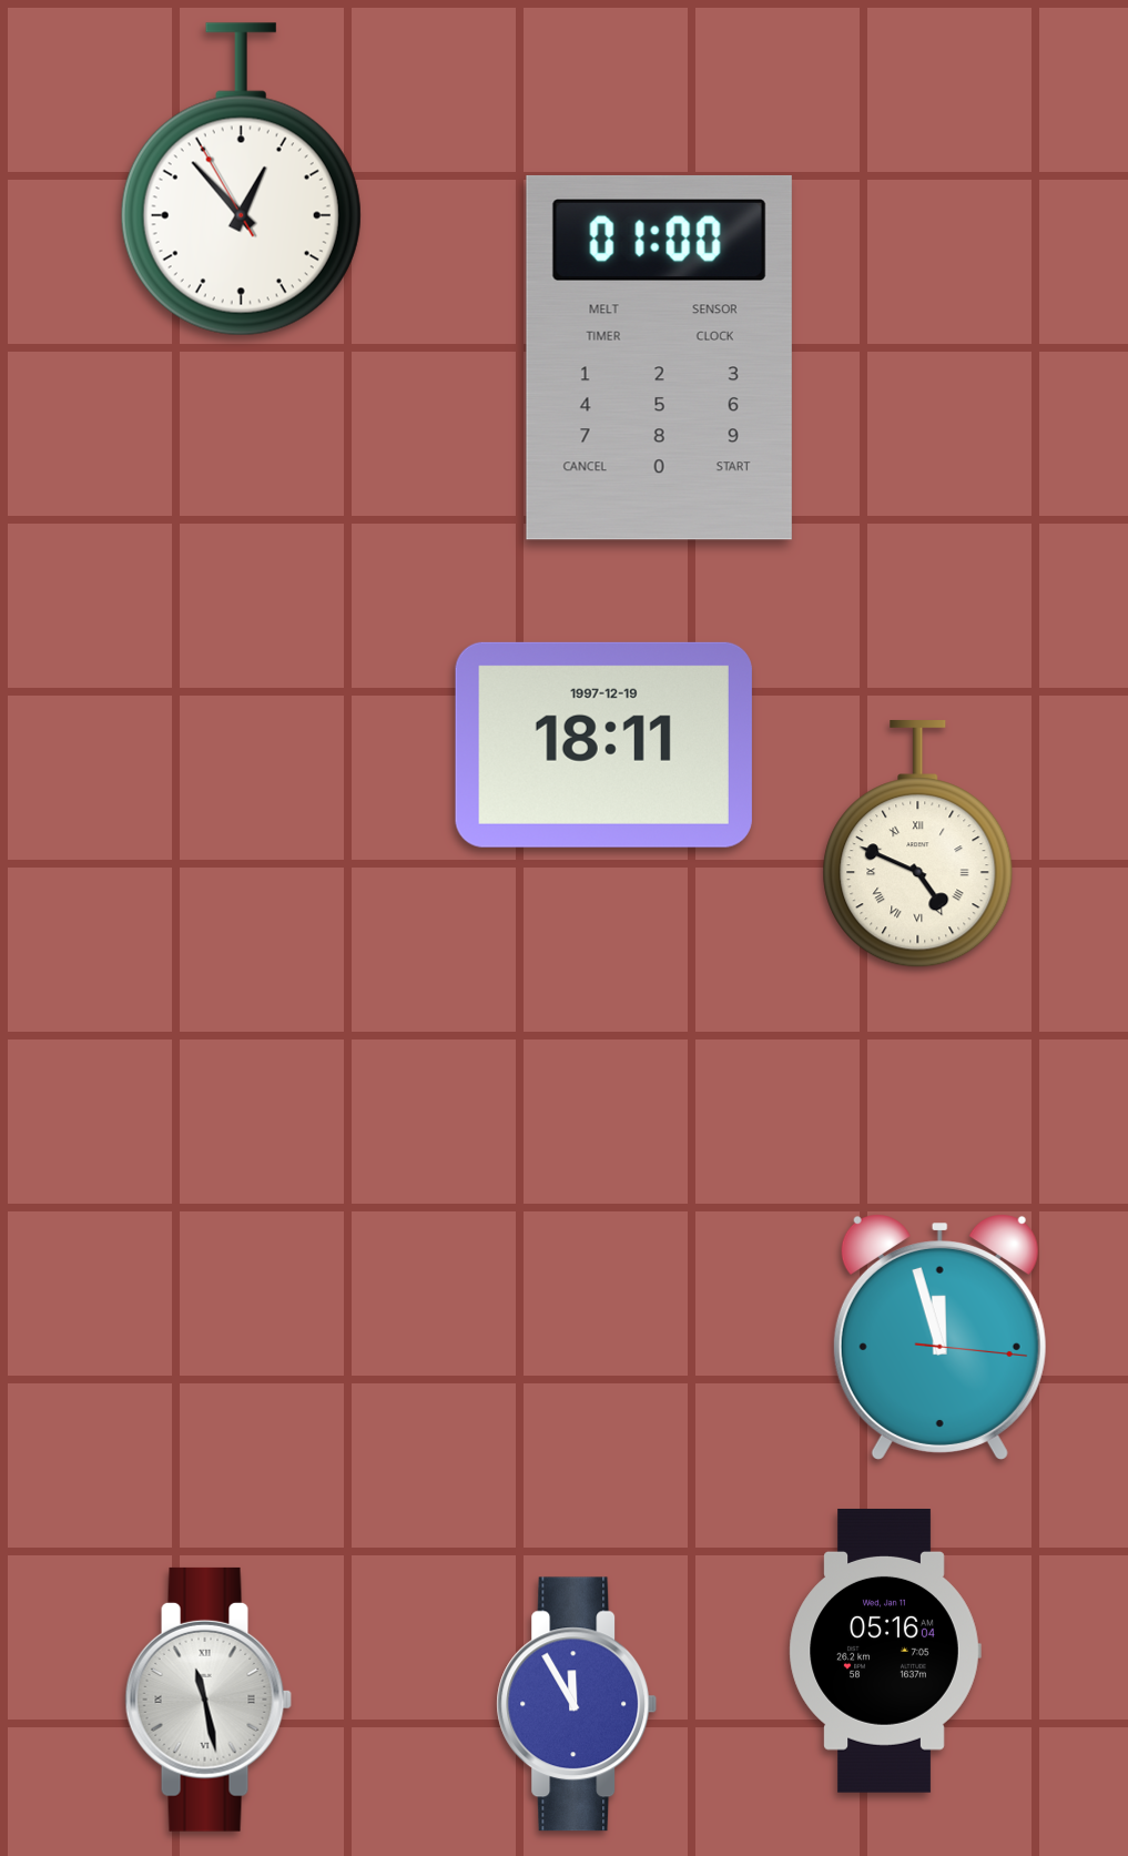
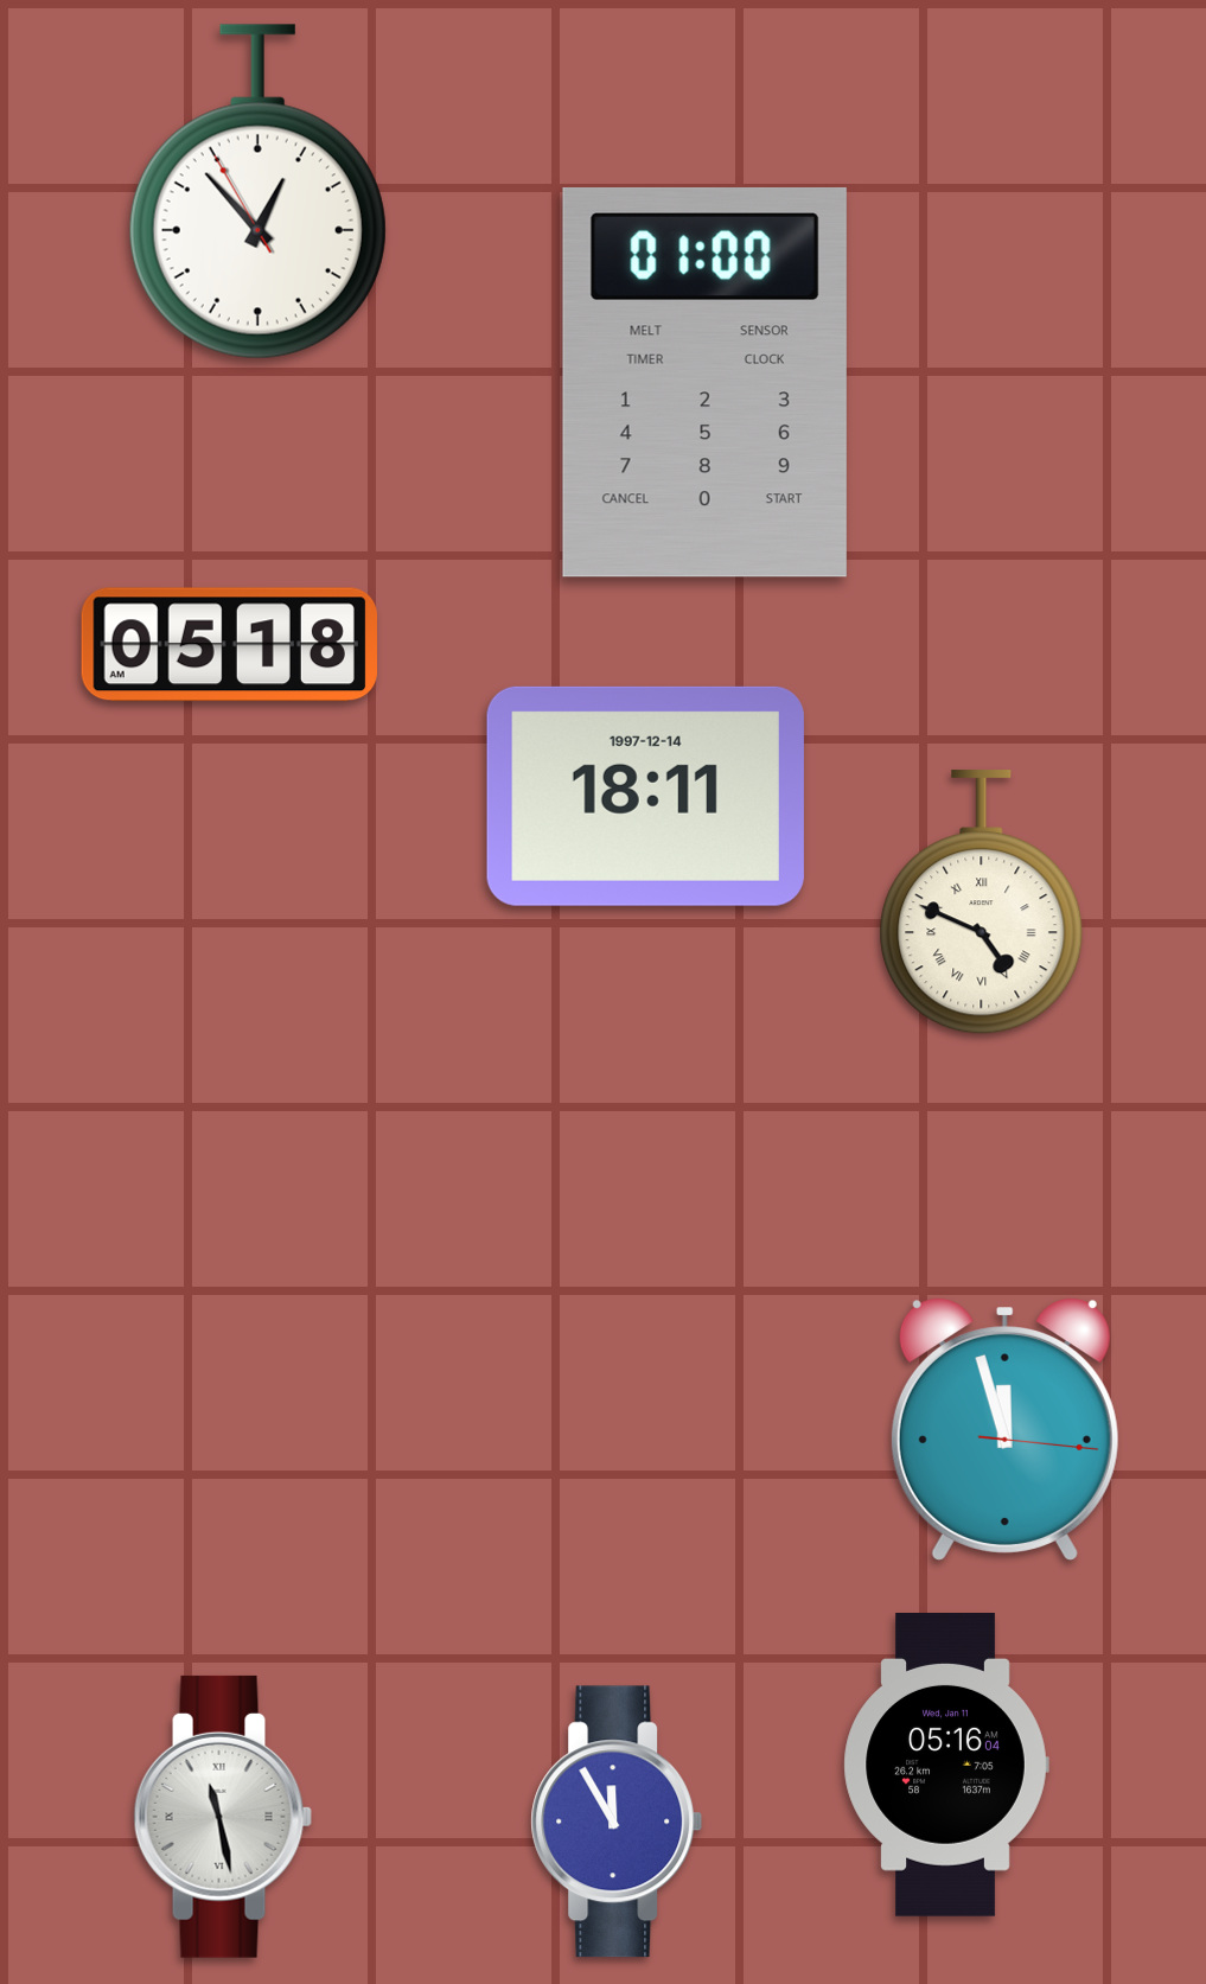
clock at (229, 645): none -> 05:18
clock at (603, 744) date: 1997-12-19 -> 1997-12-14
